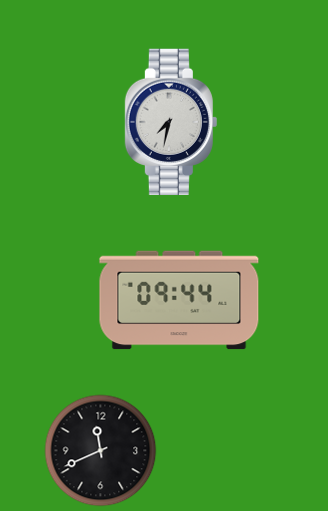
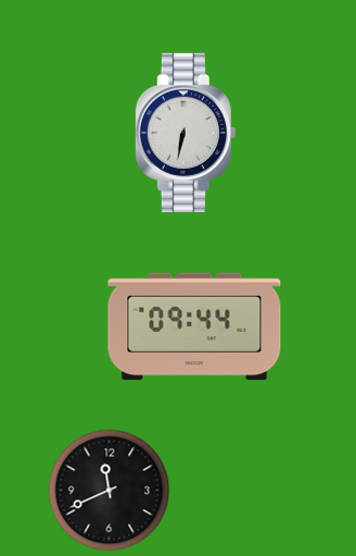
clock at (171, 121): 7:32 -> 6:32
